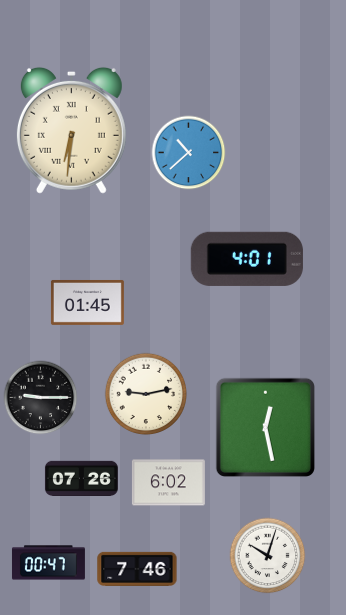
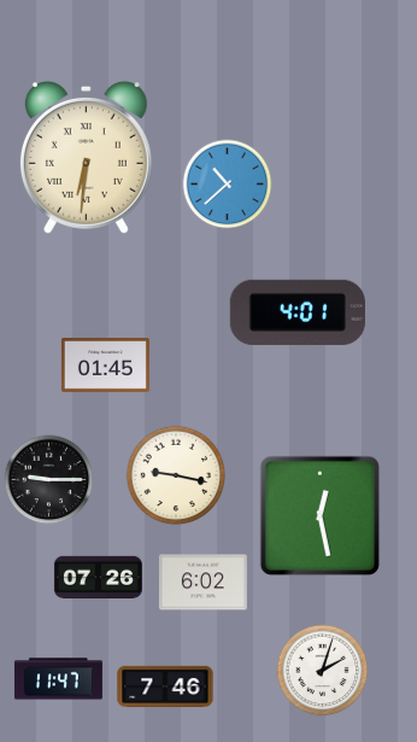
clock at (145, 393): 9:13 -> 9:17
clock at (268, 556): 10:03 -> 2:03
clock at (48, 563): 00:47 -> 11:47
